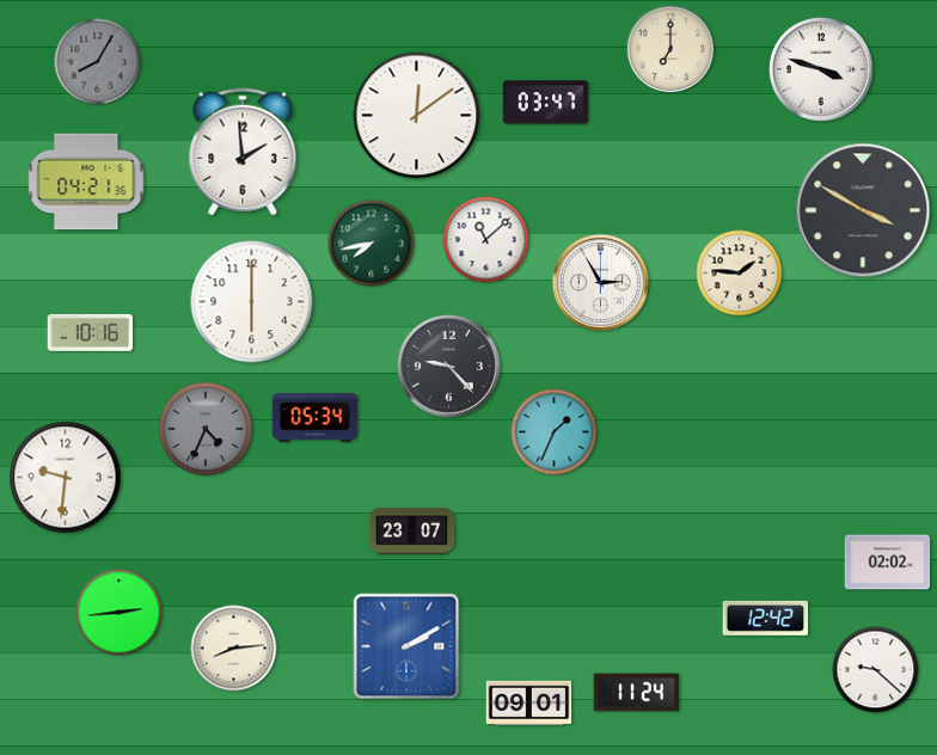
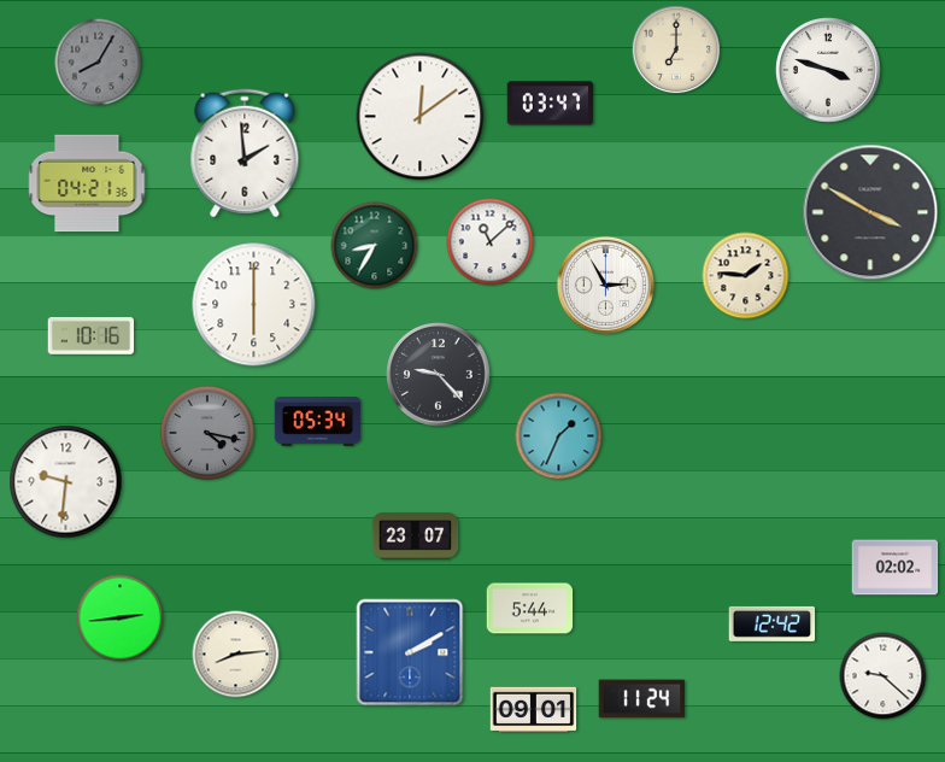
clock at (372, 244): 7:43 -> 8:35
clock at (449, 367) position: (449, 367) -> (439, 375)
clock at (206, 429): 4:34 -> 4:17
clock at (530, 609): none -> 5:44
